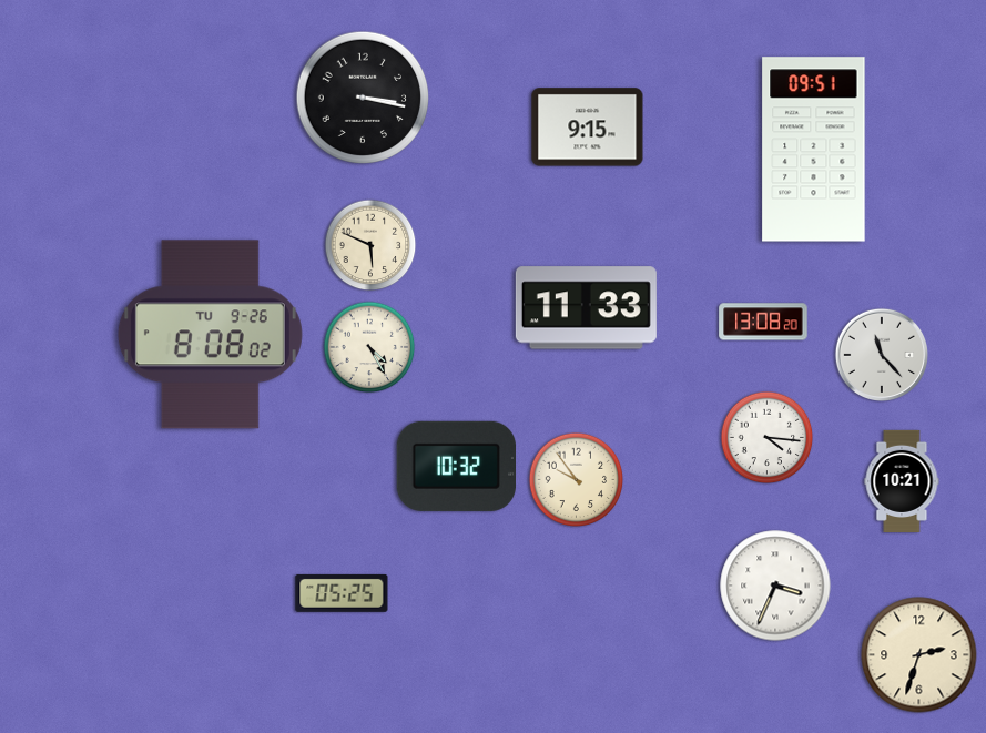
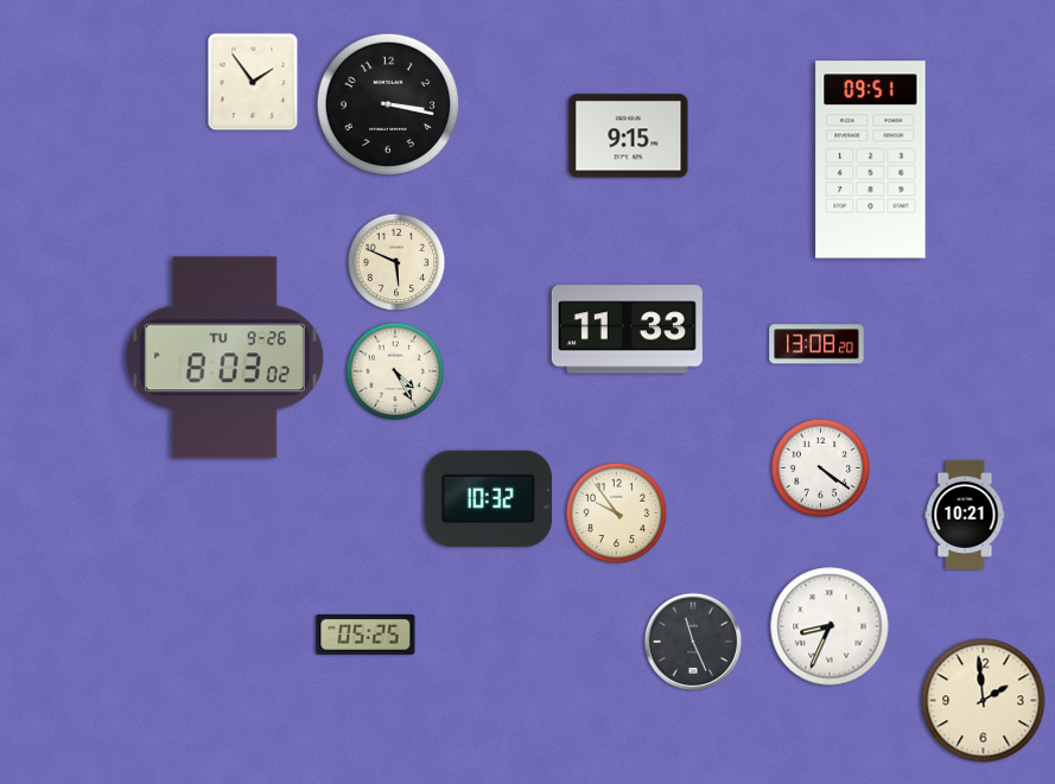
clock at (253, 82): none -> 1:54
clock at (210, 335): 8:08 -> 8:03
clock at (881, 354): 11:23 -> none
clock at (768, 438): 4:16 -> 4:21
clock at (775, 586): 3:34 -> 8:34
clock at (693, 642): none -> 11:26
clock at (919, 655): 2:33 -> 1:59
